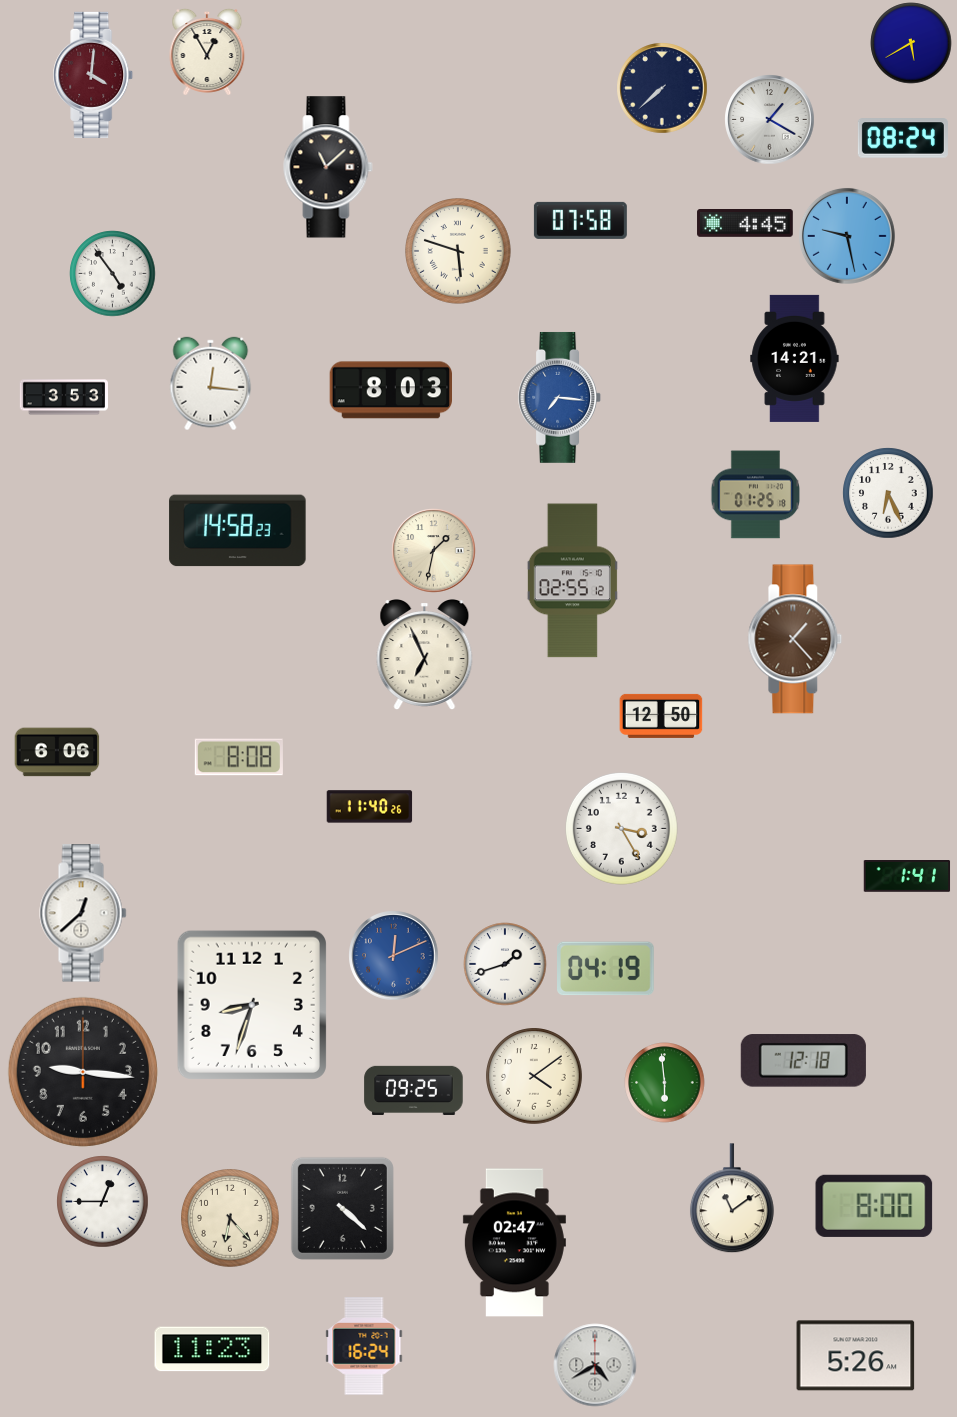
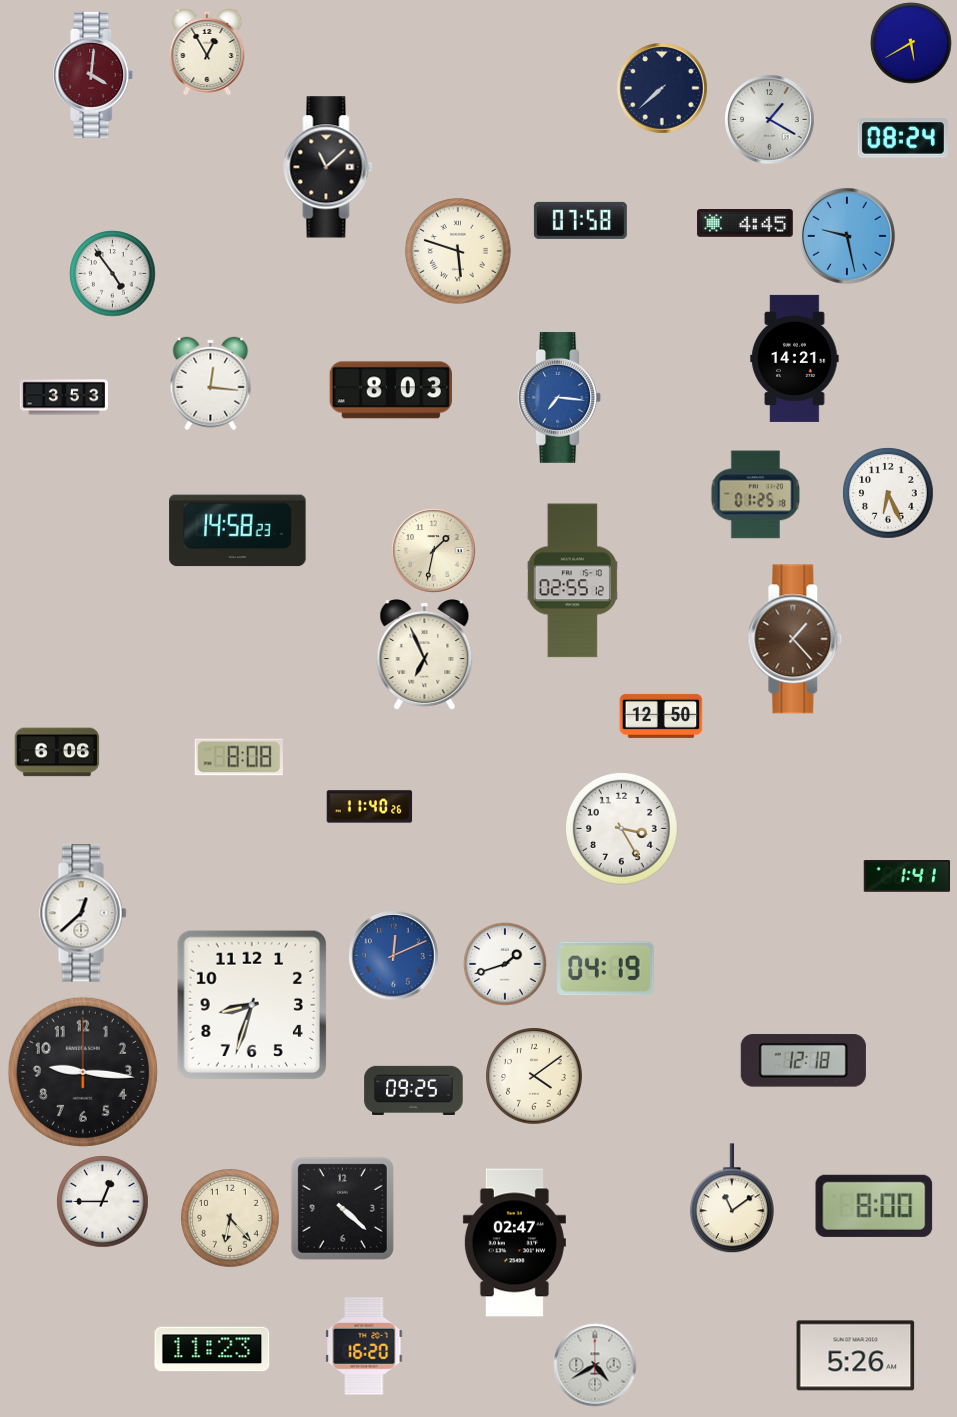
clock at (665, 1083): 5:59 -> none
clock at (364, 1346): 16:24 -> 16:20
